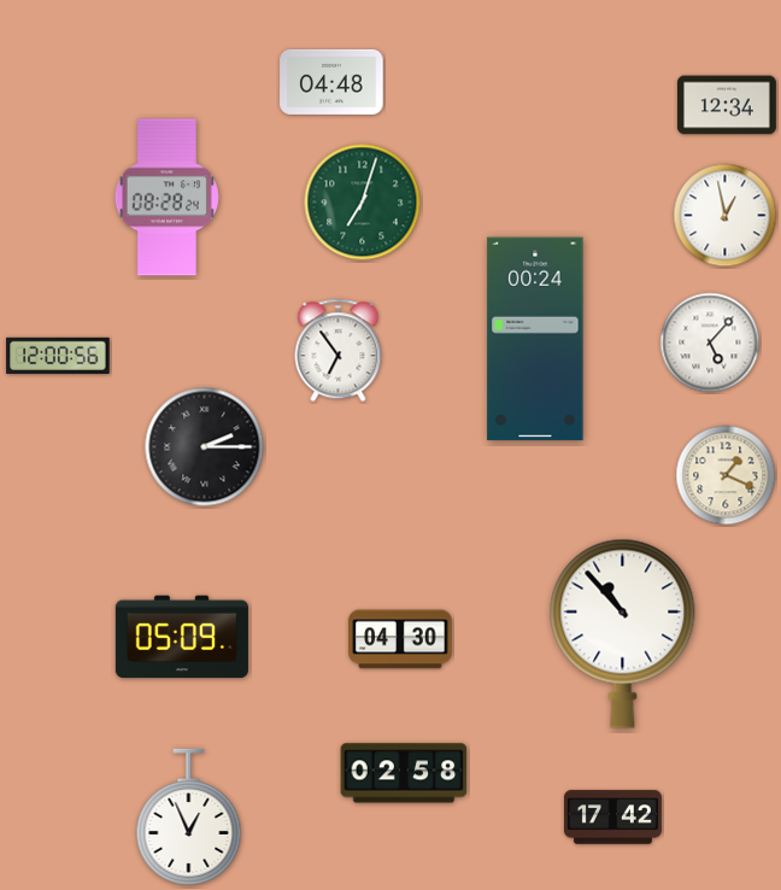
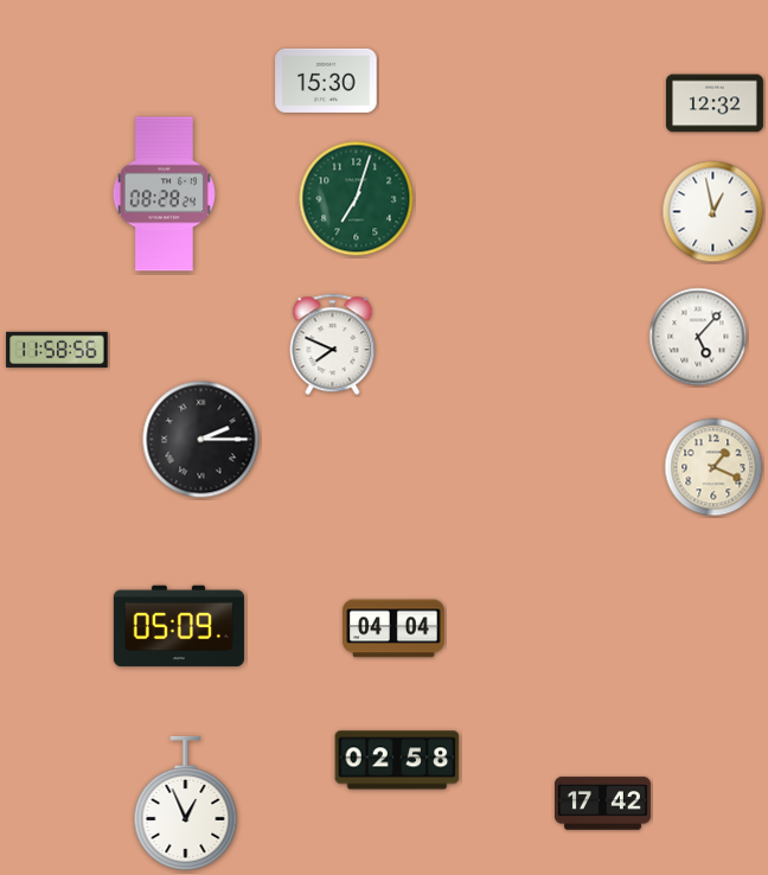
clock at (331, 82): 04:48 -> 15:30
clock at (727, 105): 12:34 -> 12:32
clock at (535, 339): 00:24 -> none
clock at (339, 351): 6:54 -> 7:49
clock at (58, 356): 12:00 -> 11:58
clock at (623, 633): 10:53 -> none
clock at (400, 639): 04:30 -> 04:04
